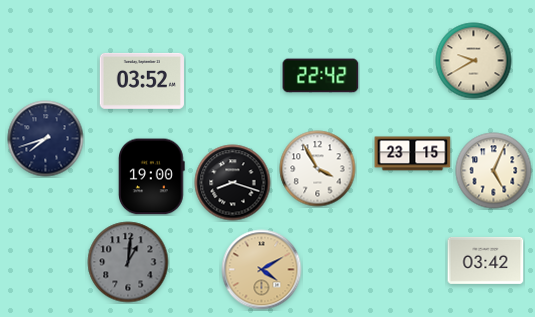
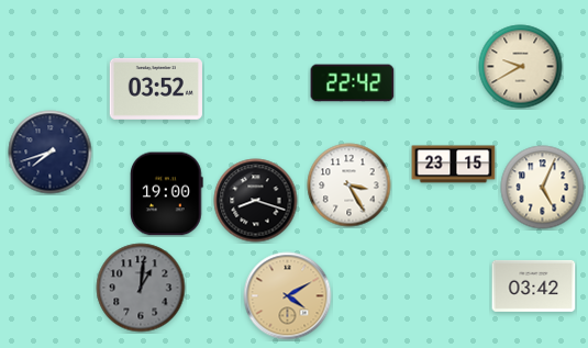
clock at (413, 154) position: (413, 154) -> (454, 165)
clock at (318, 169): 3:55 -> 3:25
